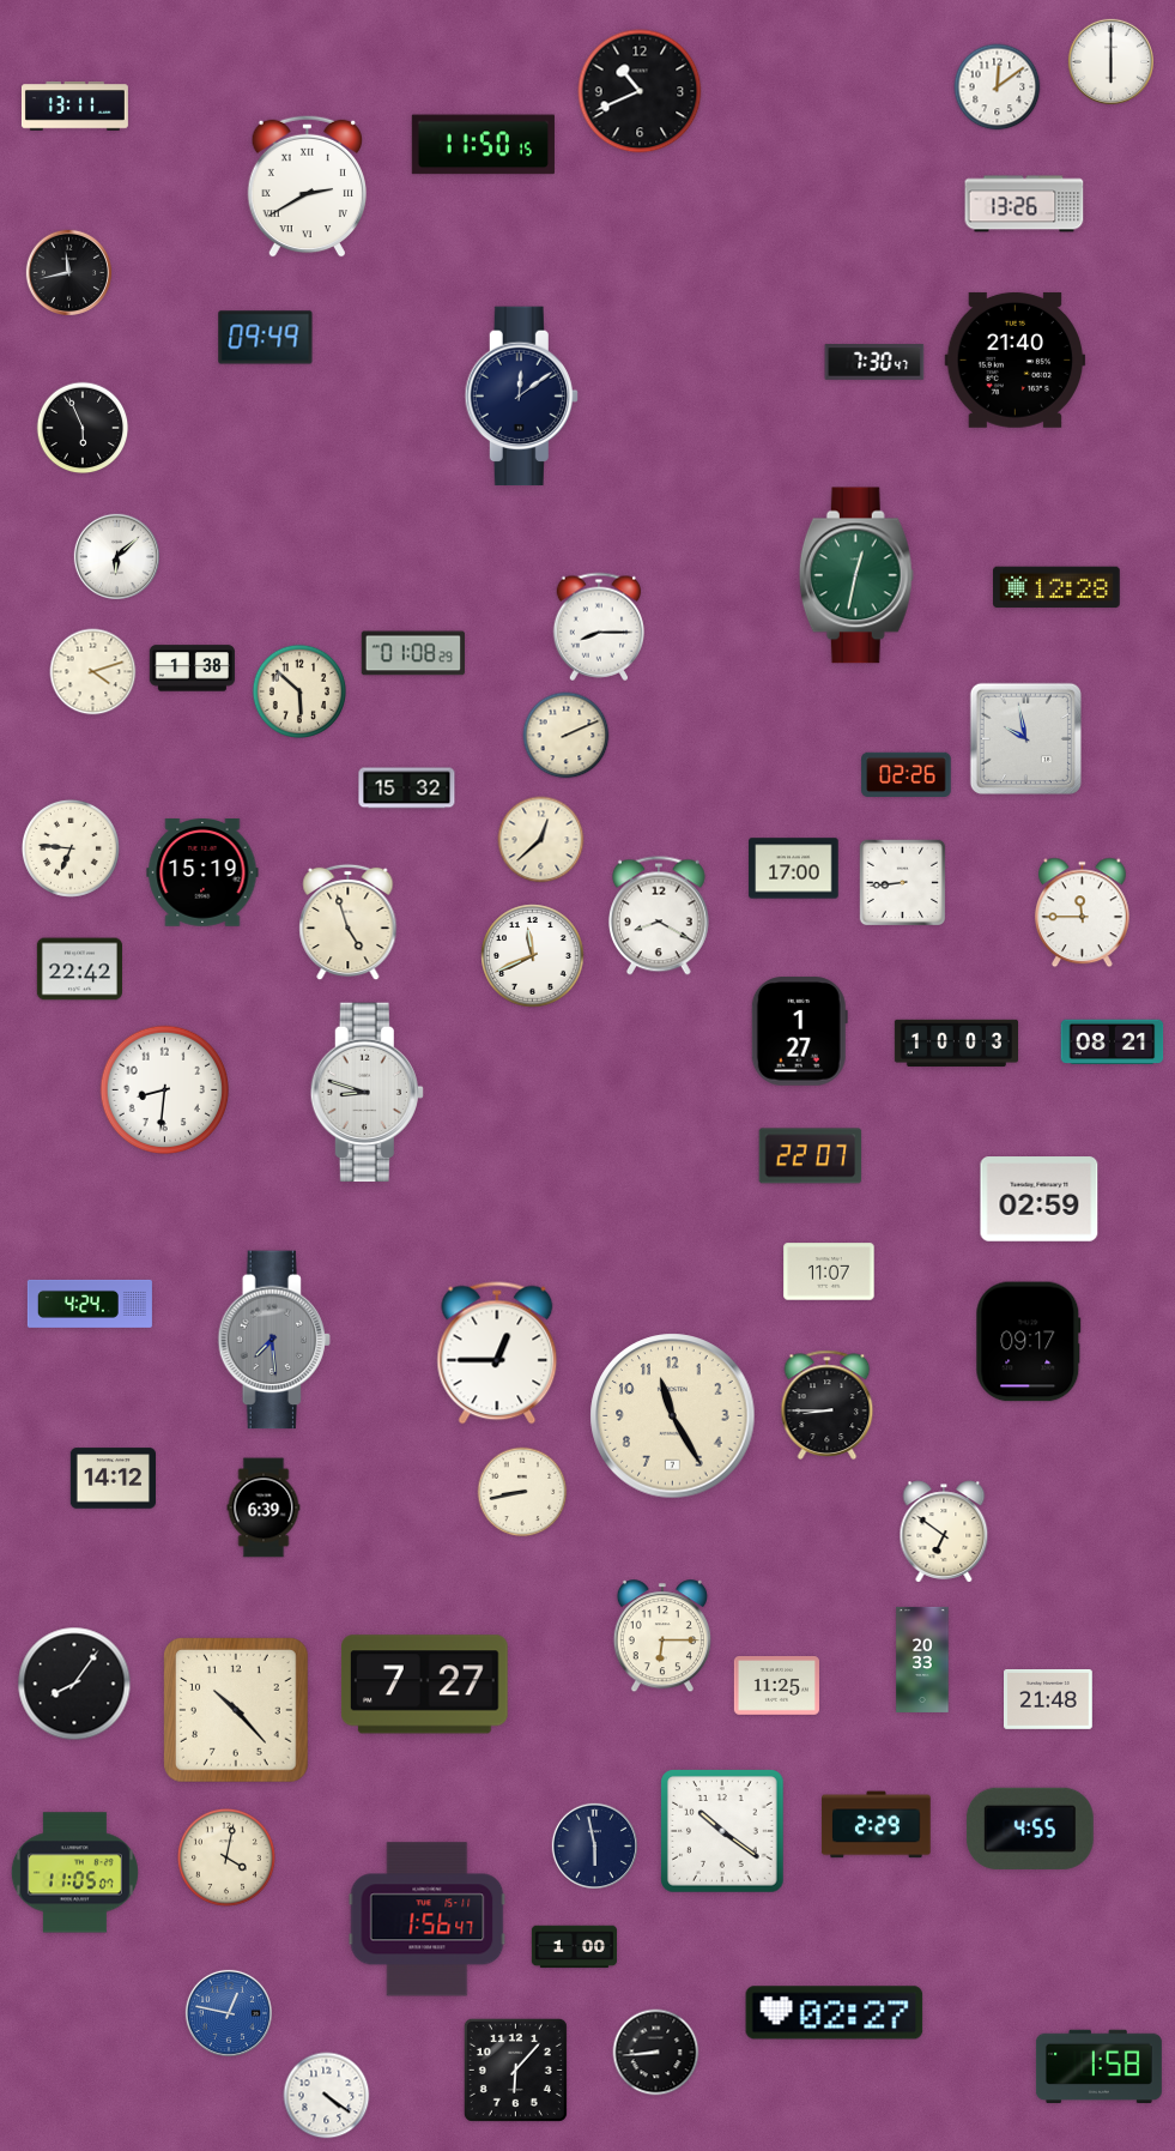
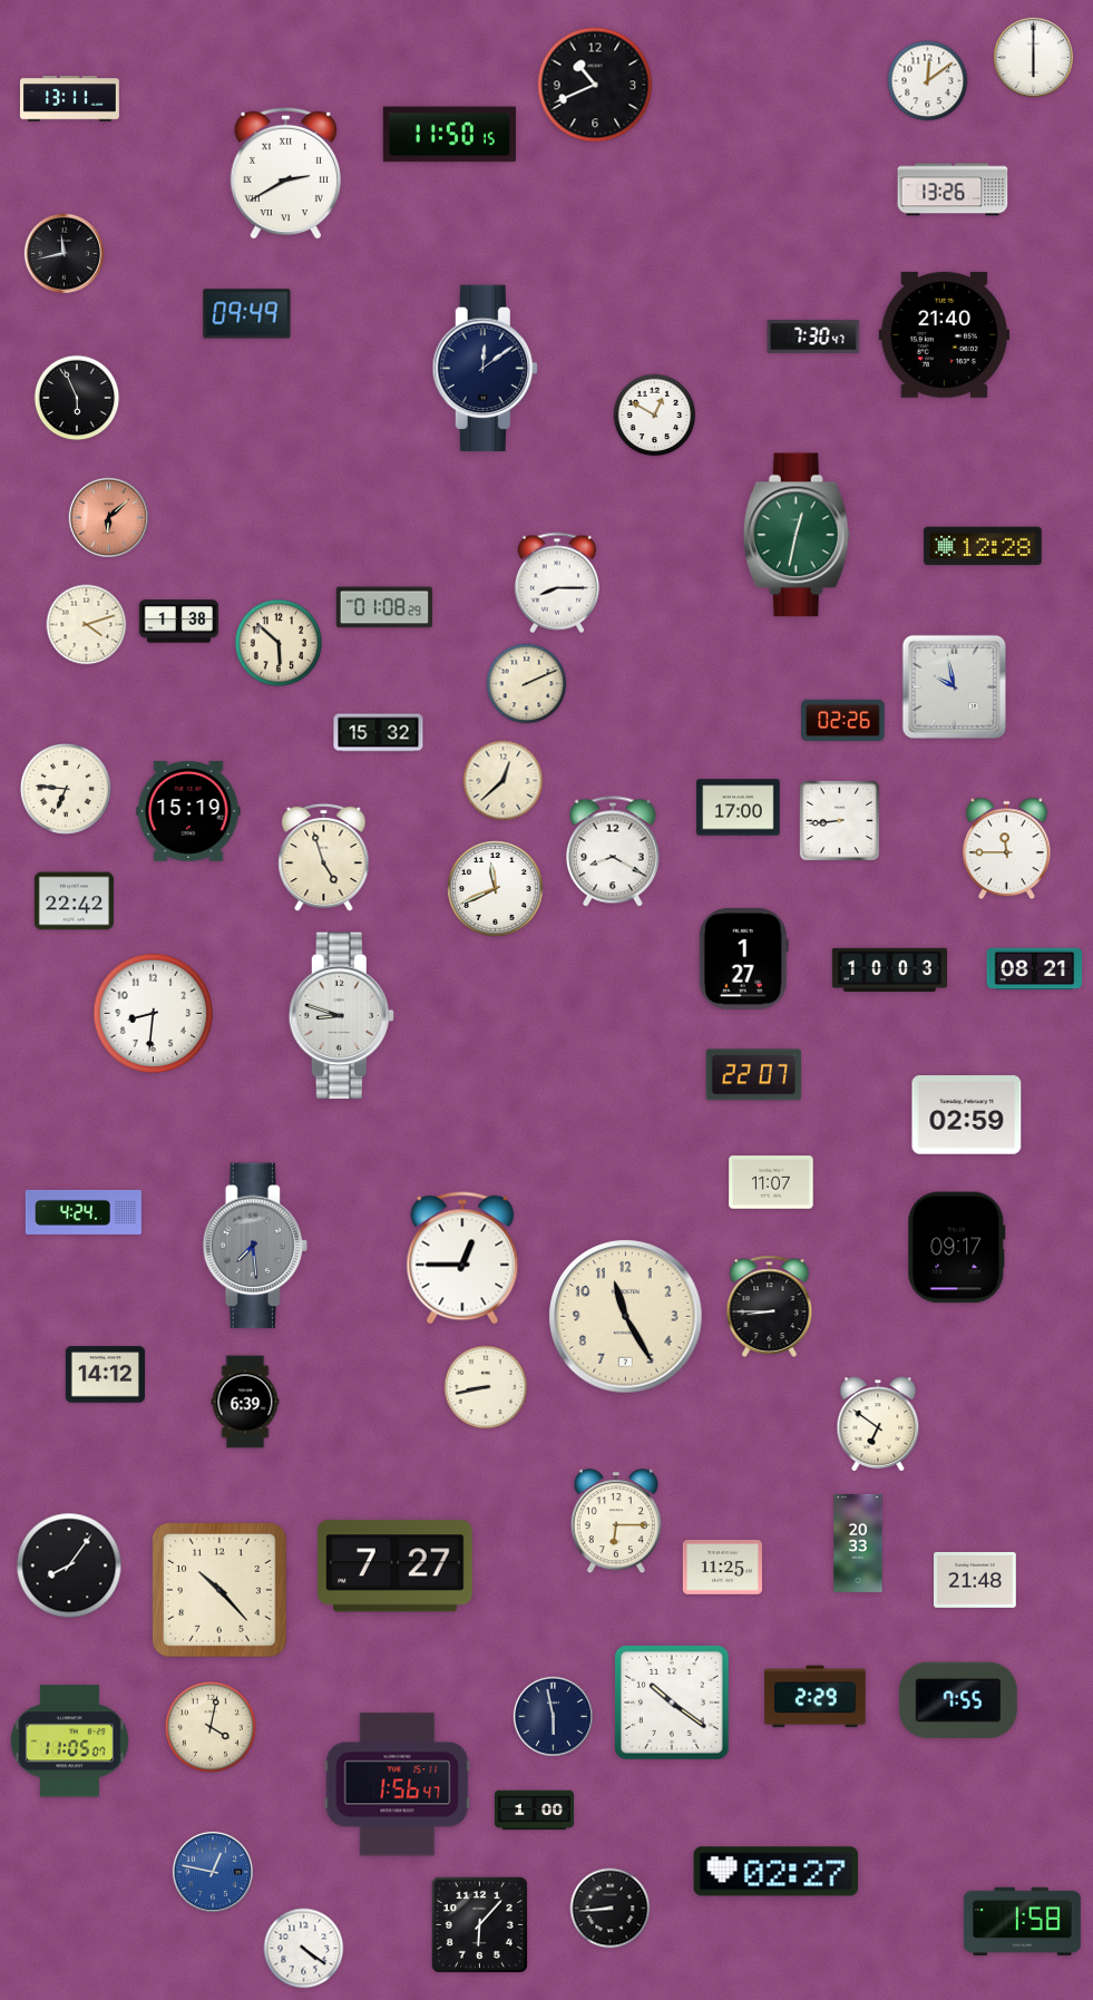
clock at (655, 416): none -> 12:50
clock at (116, 556) dial: white -> salmon
clock at (1030, 1829): 4:55 -> 7:55
